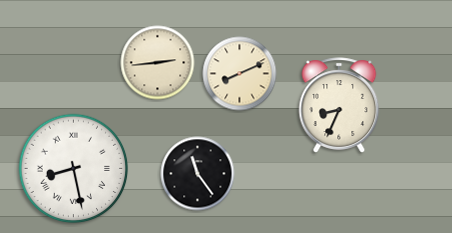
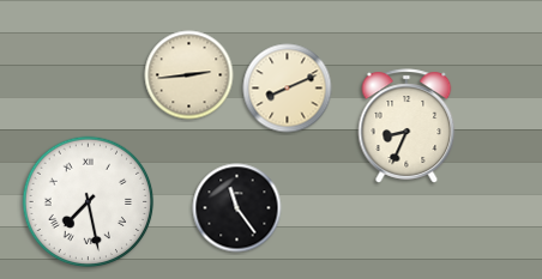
clock at (74, 169): 8:28 -> 7:28
